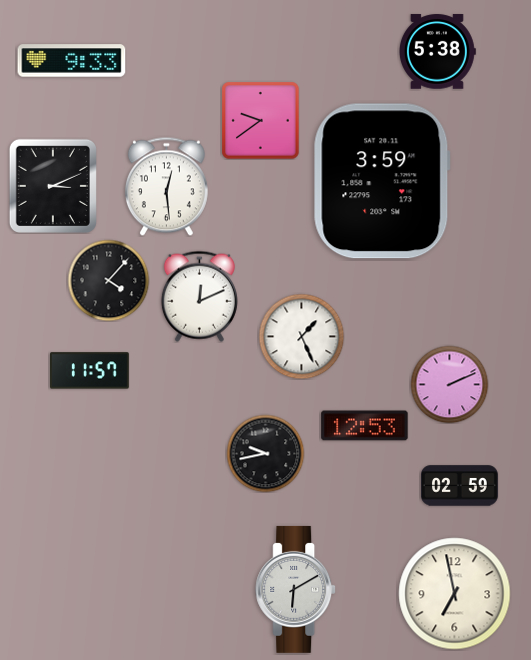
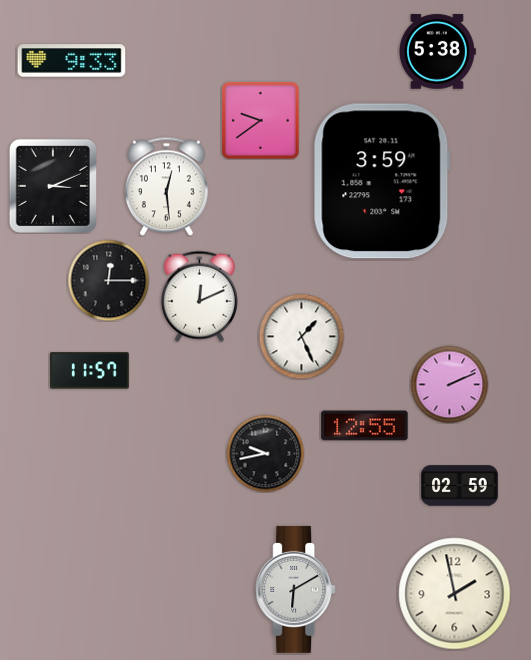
clock at (108, 280): 4:07 -> 12:15
clock at (365, 426): 12:53 -> 12:55
clock at (455, 594): 6:58 -> 1:58
